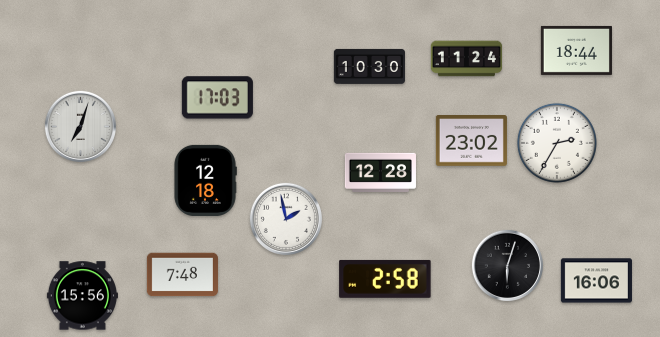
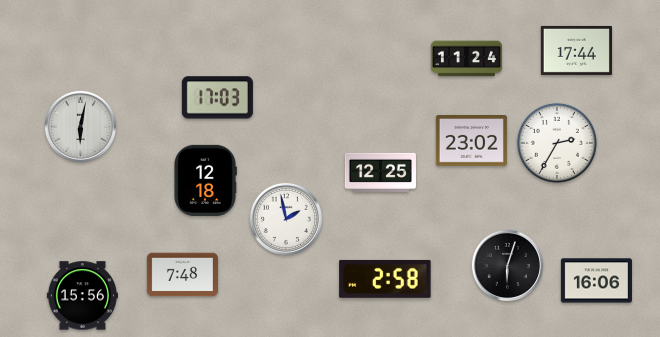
clock at (576, 50): 18:44 -> 17:44
clock at (369, 66): 10:30 -> none
clock at (80, 126): 7:03 -> 6:02
clock at (380, 172): 12:28 -> 12:25
